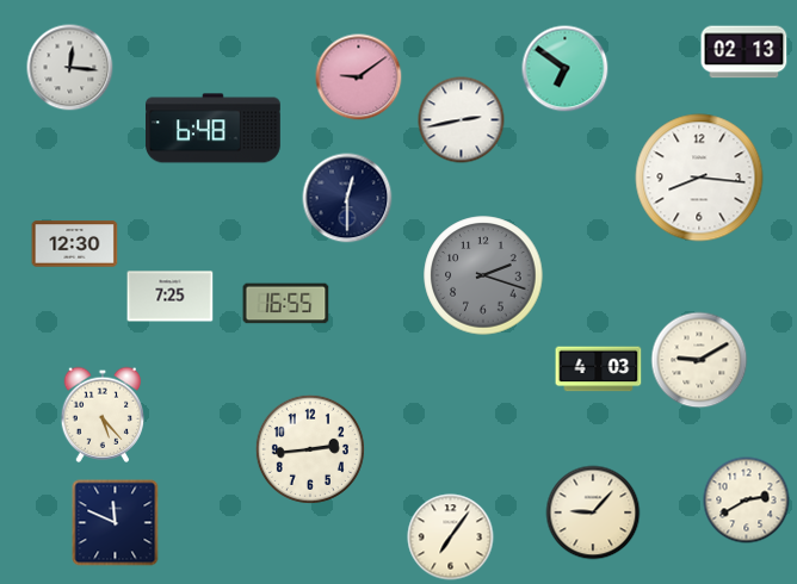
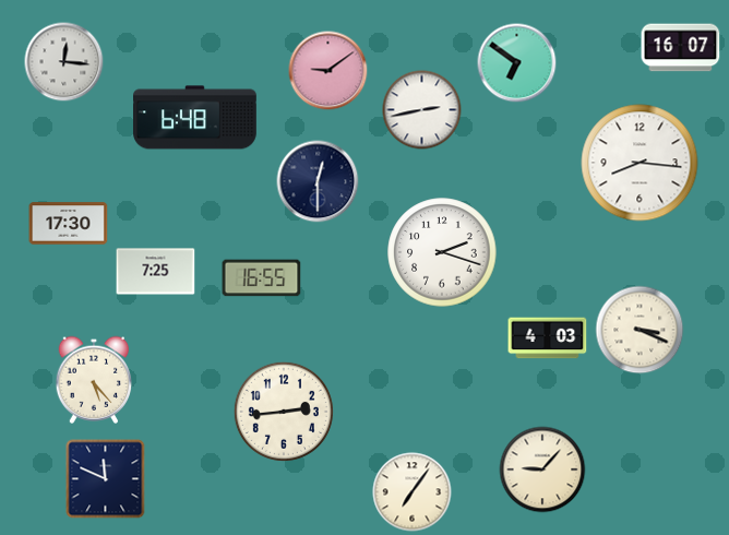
clock at (745, 52): 02:13 -> 16:07
clock at (75, 244): 12:30 -> 17:30
clock at (483, 275) dial: grey -> white
clock at (699, 360): 9:10 -> 3:19
clock at (747, 501): 2:40 -> none
